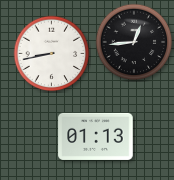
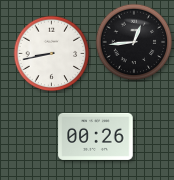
clock at (96, 136): 01:13 -> 00:26
